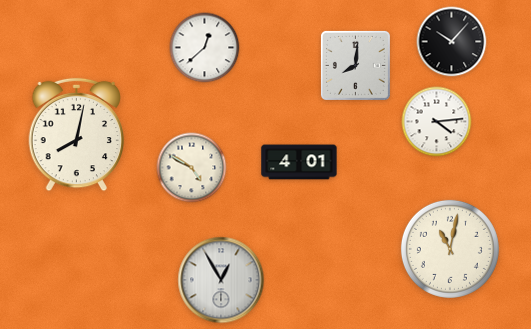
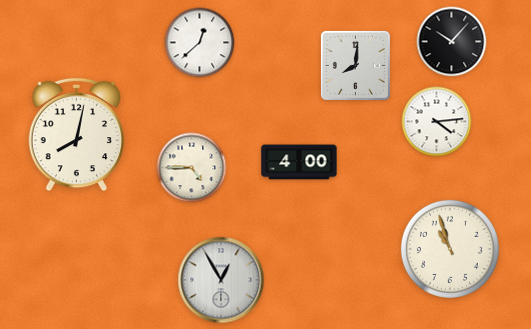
clock at (205, 48) position: (205, 48) -> (200, 43)
clock at (299, 162): 4:01 -> 4:00
clock at (192, 168): 4:50 -> 4:45
clock at (450, 249): 11:02 -> 10:57
